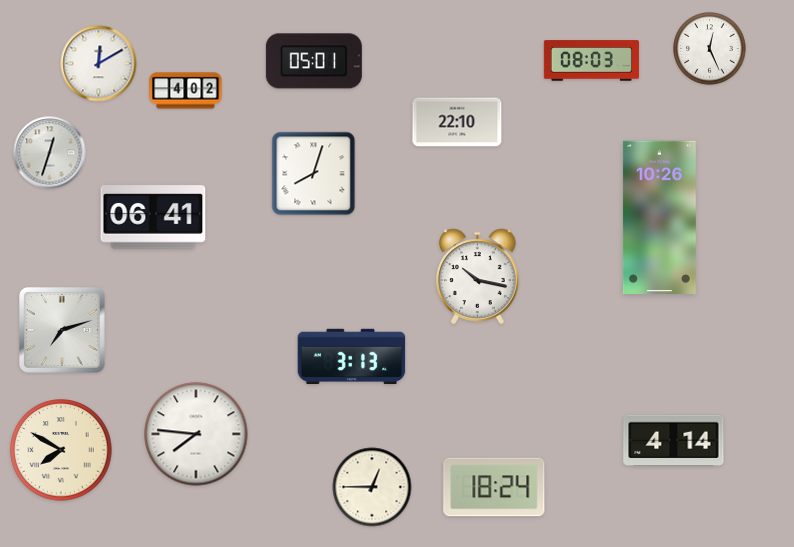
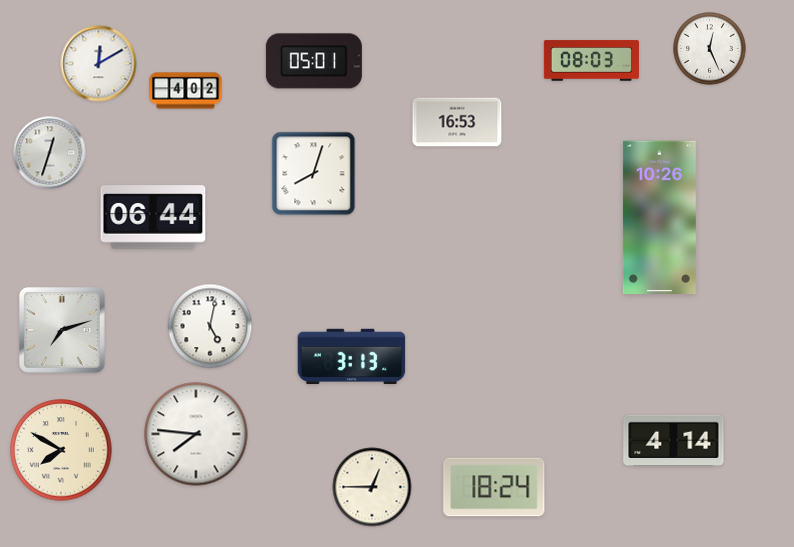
clock at (457, 122): 22:10 -> 16:53
clock at (153, 217): 06:41 -> 06:44
clock at (478, 277): 10:17 -> none
clock at (210, 326): none -> 5:02
